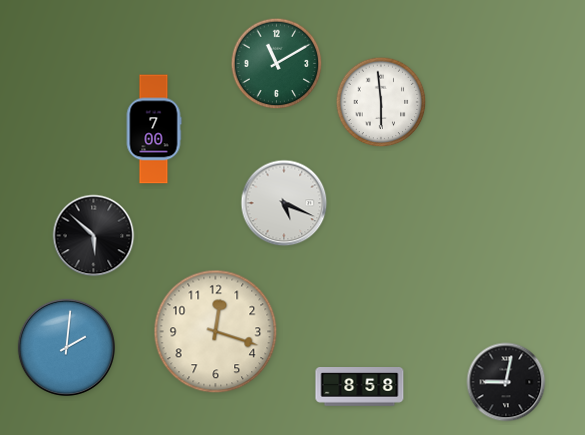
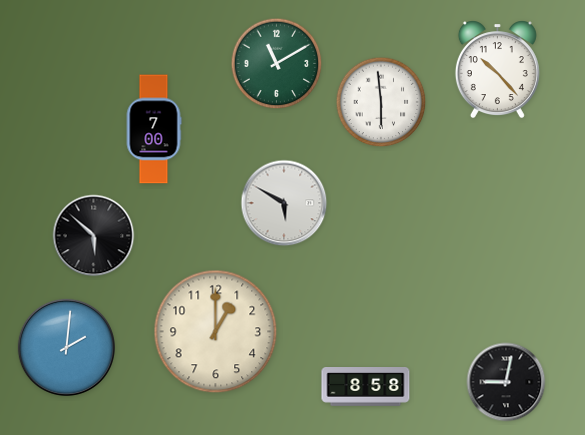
clock at (497, 70): none -> 10:23
clock at (284, 203): 5:19 -> 5:50
clock at (216, 332): 12:18 -> 1:00
clock at (360, 387) position: (360, 387) -> (366, 387)
